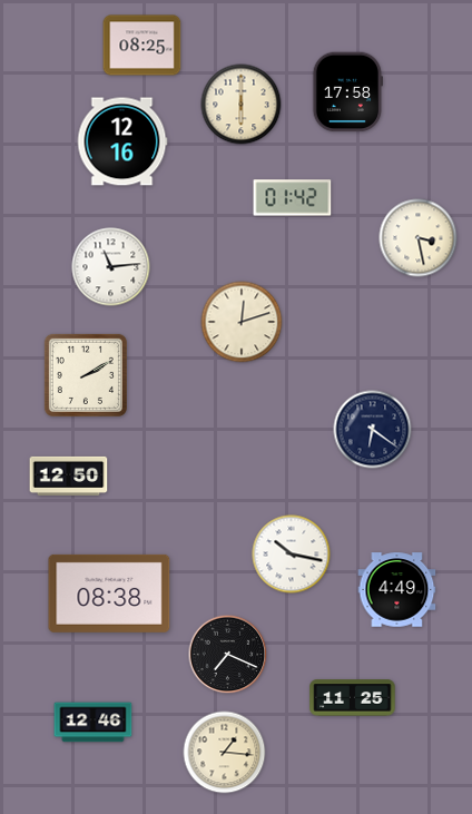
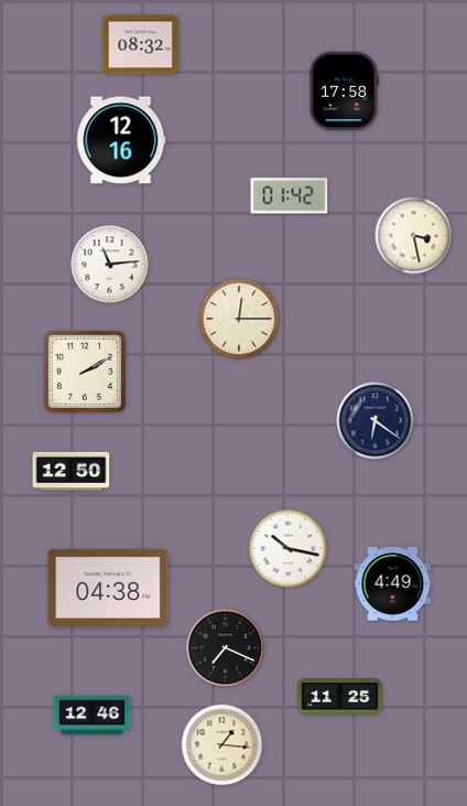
clock at (142, 46): 08:25 -> 08:32
clock at (242, 105): 6:00 -> none
clock at (242, 322): 12:12 -> 12:15
clock at (373, 430) position: (373, 430) -> (376, 421)
clock at (69, 475) position: (69, 475) -> (72, 471)
clock at (109, 594): 08:38 -> 04:38
clock at (353, 698) position: (353, 698) -> (340, 697)
